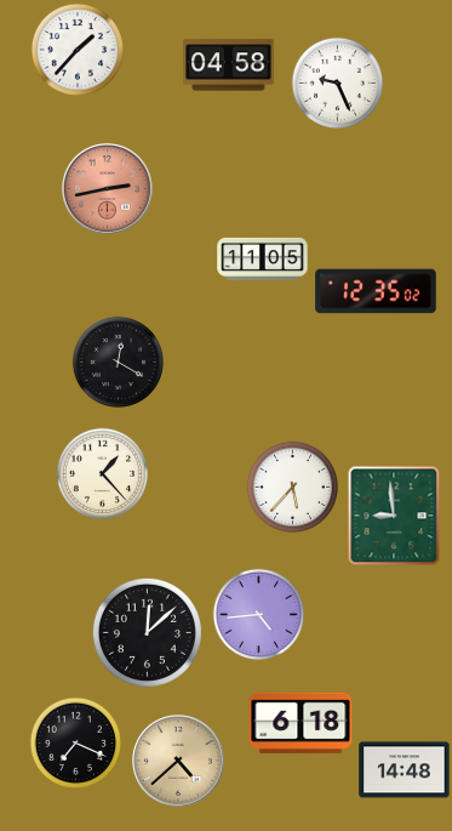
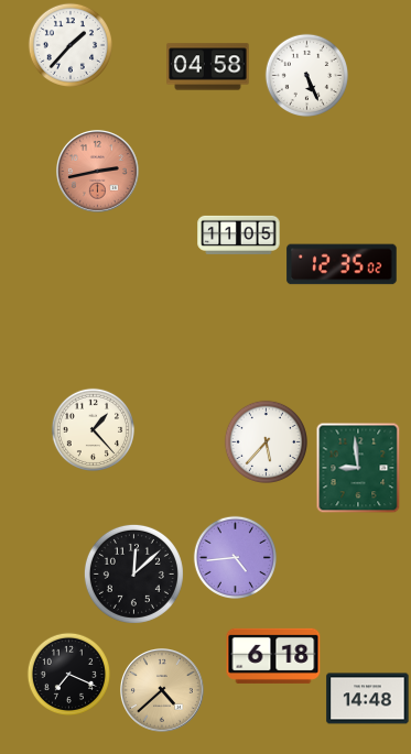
clock at (229, 66) position: (229, 66) -> (208, 67)
clock at (337, 82): 9:26 -> 5:26
clock at (118, 362): 12:20 -> none
